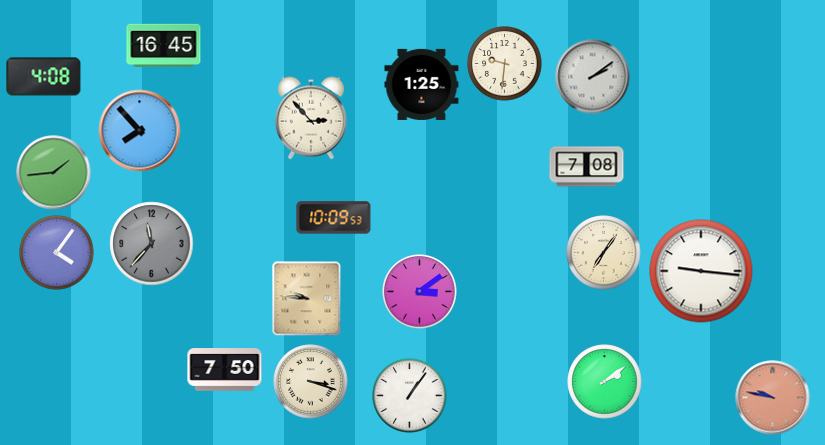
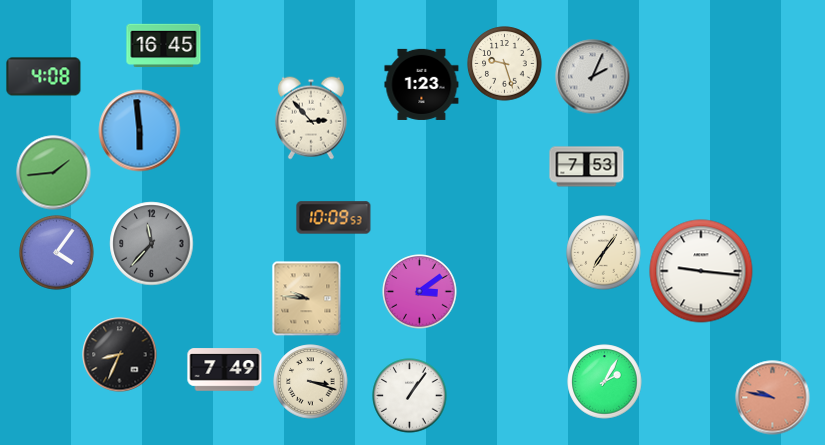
clock at (505, 64): 9:31 -> 9:27
clock at (593, 77): 2:09 -> 2:04
clock at (422, 84): 1:25 -> 1:23
clock at (140, 131): 7:53 -> 5:59
clock at (587, 167): 7:08 -> 7:53
clock at (120, 355): none -> 8:34
clock at (225, 370): 7:50 -> 7:49
clock at (605, 382): 2:09 -> 2:05
